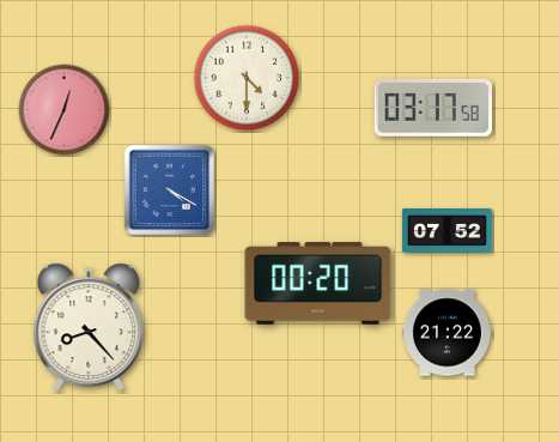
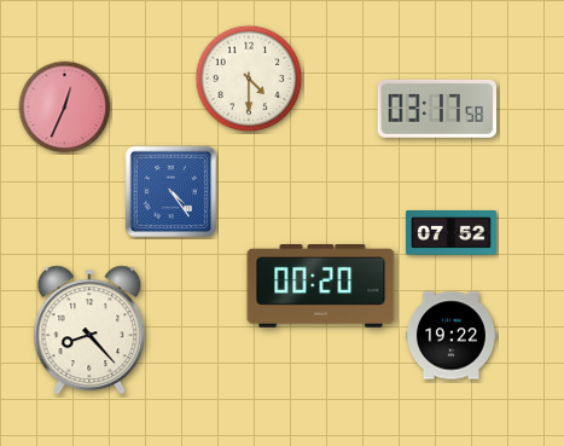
clock at (65, 110) position: (65, 110) -> (65, 108)
clock at (170, 190): 4:20 -> 4:24
clock at (446, 333): 21:22 -> 19:22
